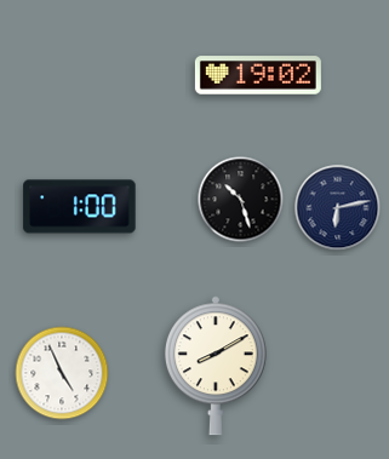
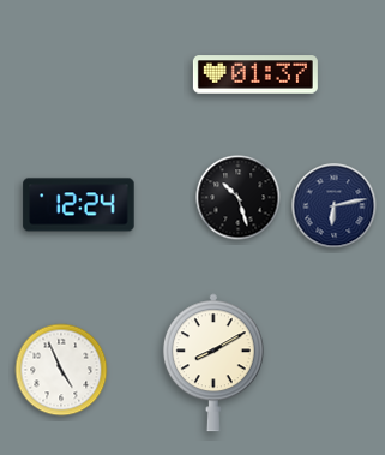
clock at (258, 75): 19:02 -> 01:37
clock at (80, 207): 1:00 -> 12:24
